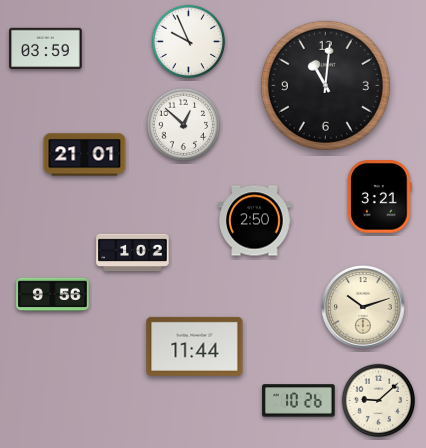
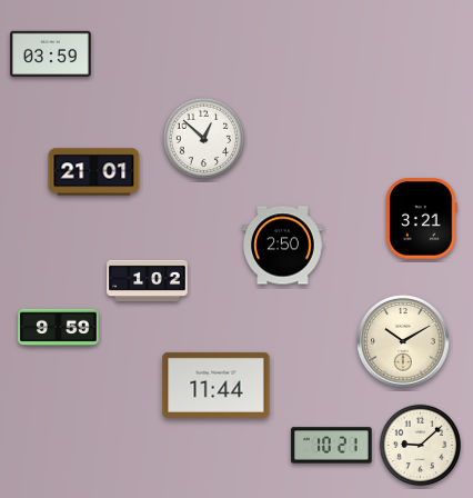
clock at (189, 42): 9:56 -> none
clock at (325, 85): 11:01 -> none
clock at (53, 295): 9:56 -> 9:59
clock at (363, 307): 10:12 -> 10:10
clock at (299, 401): 10:26 -> 10:21
